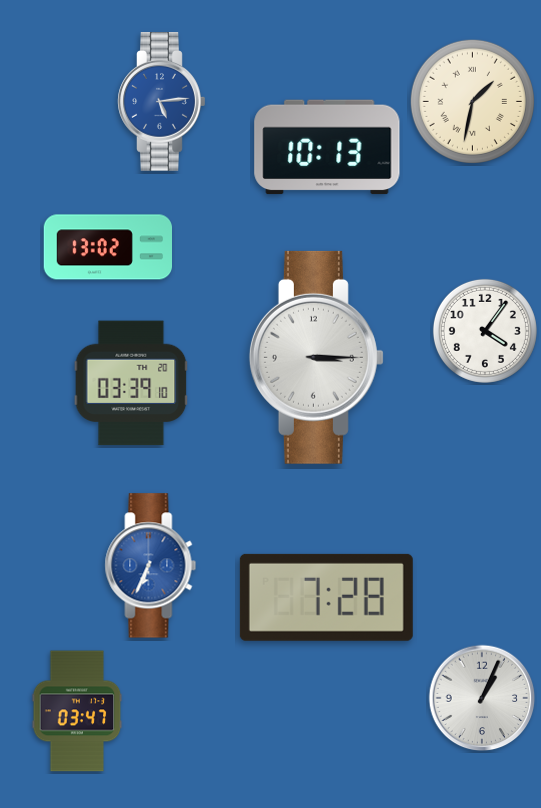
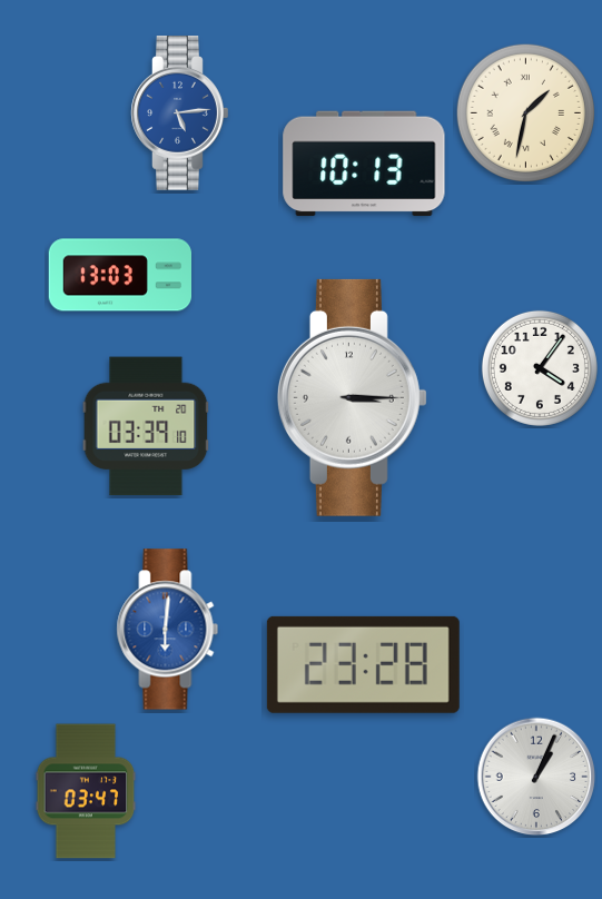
clock at (107, 247): 13:02 -> 13:03
clock at (151, 566): 6:34 -> 6:01
clock at (326, 597): 7:28 -> 23:28
